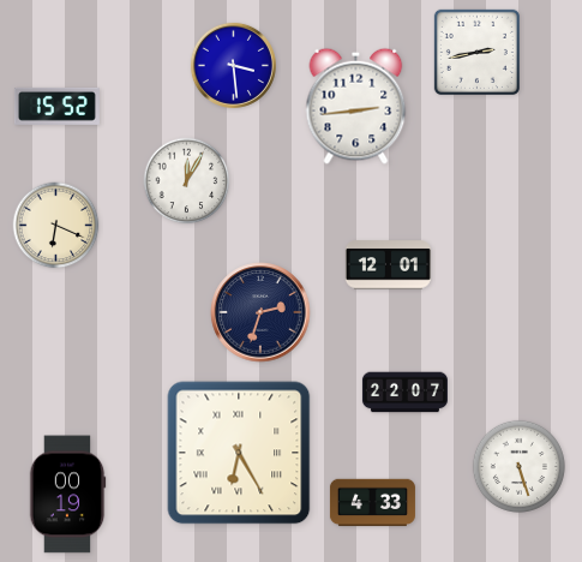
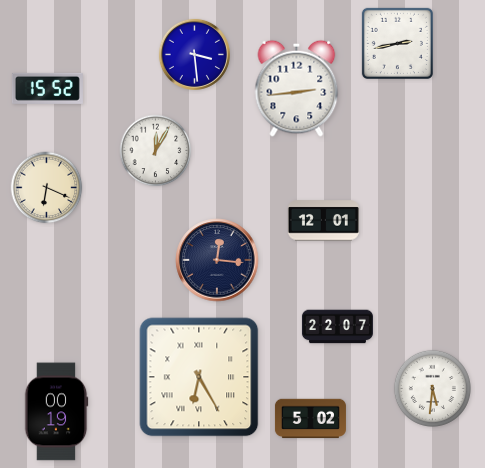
clock at (260, 312): 2:33 -> 12:16
clock at (518, 466): 5:27 -> 5:31
clock at (372, 503): 4:33 -> 5:02
